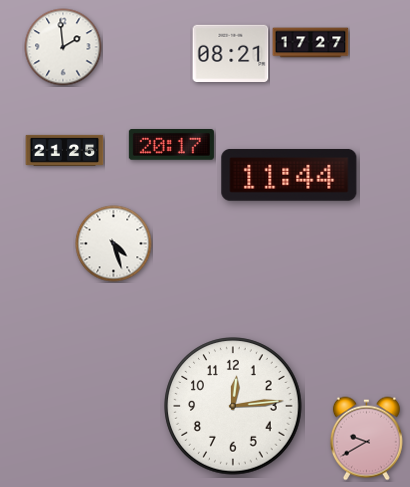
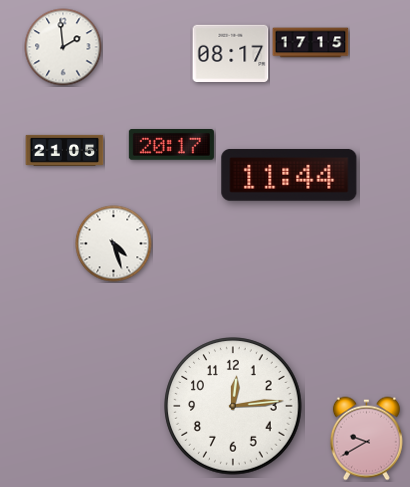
clock at (311, 43): 17:27 -> 17:15
clock at (231, 53): 08:21 -> 08:17
clock at (65, 150): 21:25 -> 21:05
